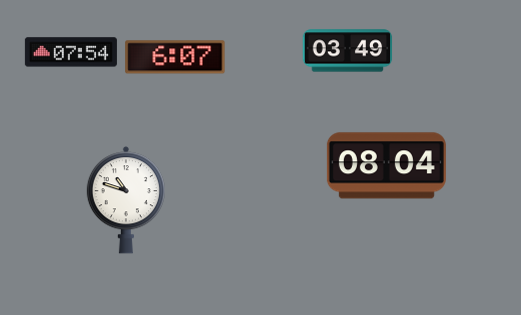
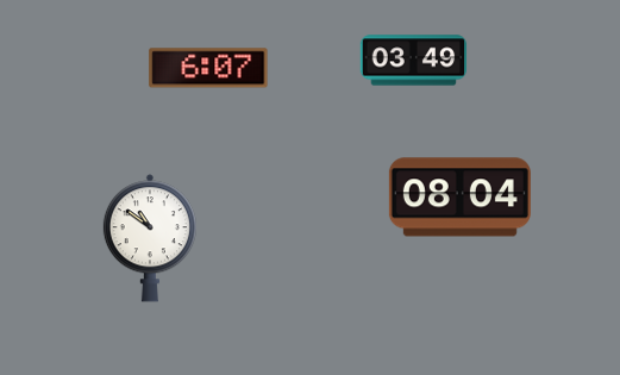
clock at (71, 52): 07:54 -> none
clock at (126, 200): 10:48 -> 10:51
